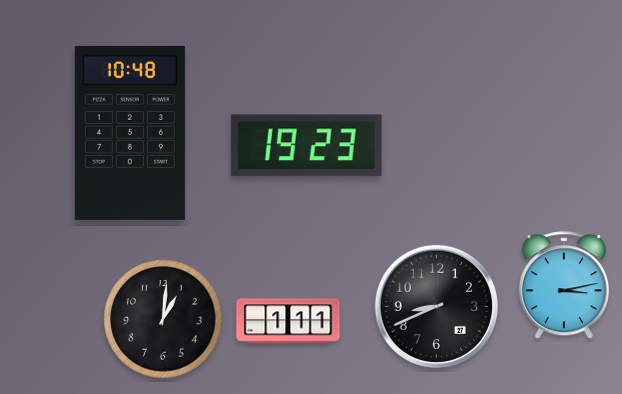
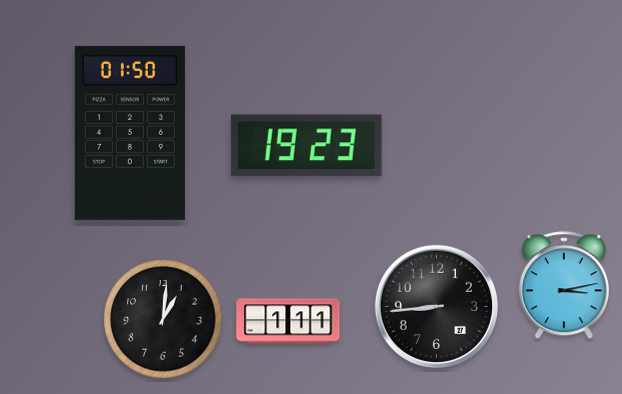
clock at (130, 133): 10:48 -> 01:50
clock at (436, 306): 8:41 -> 8:44
